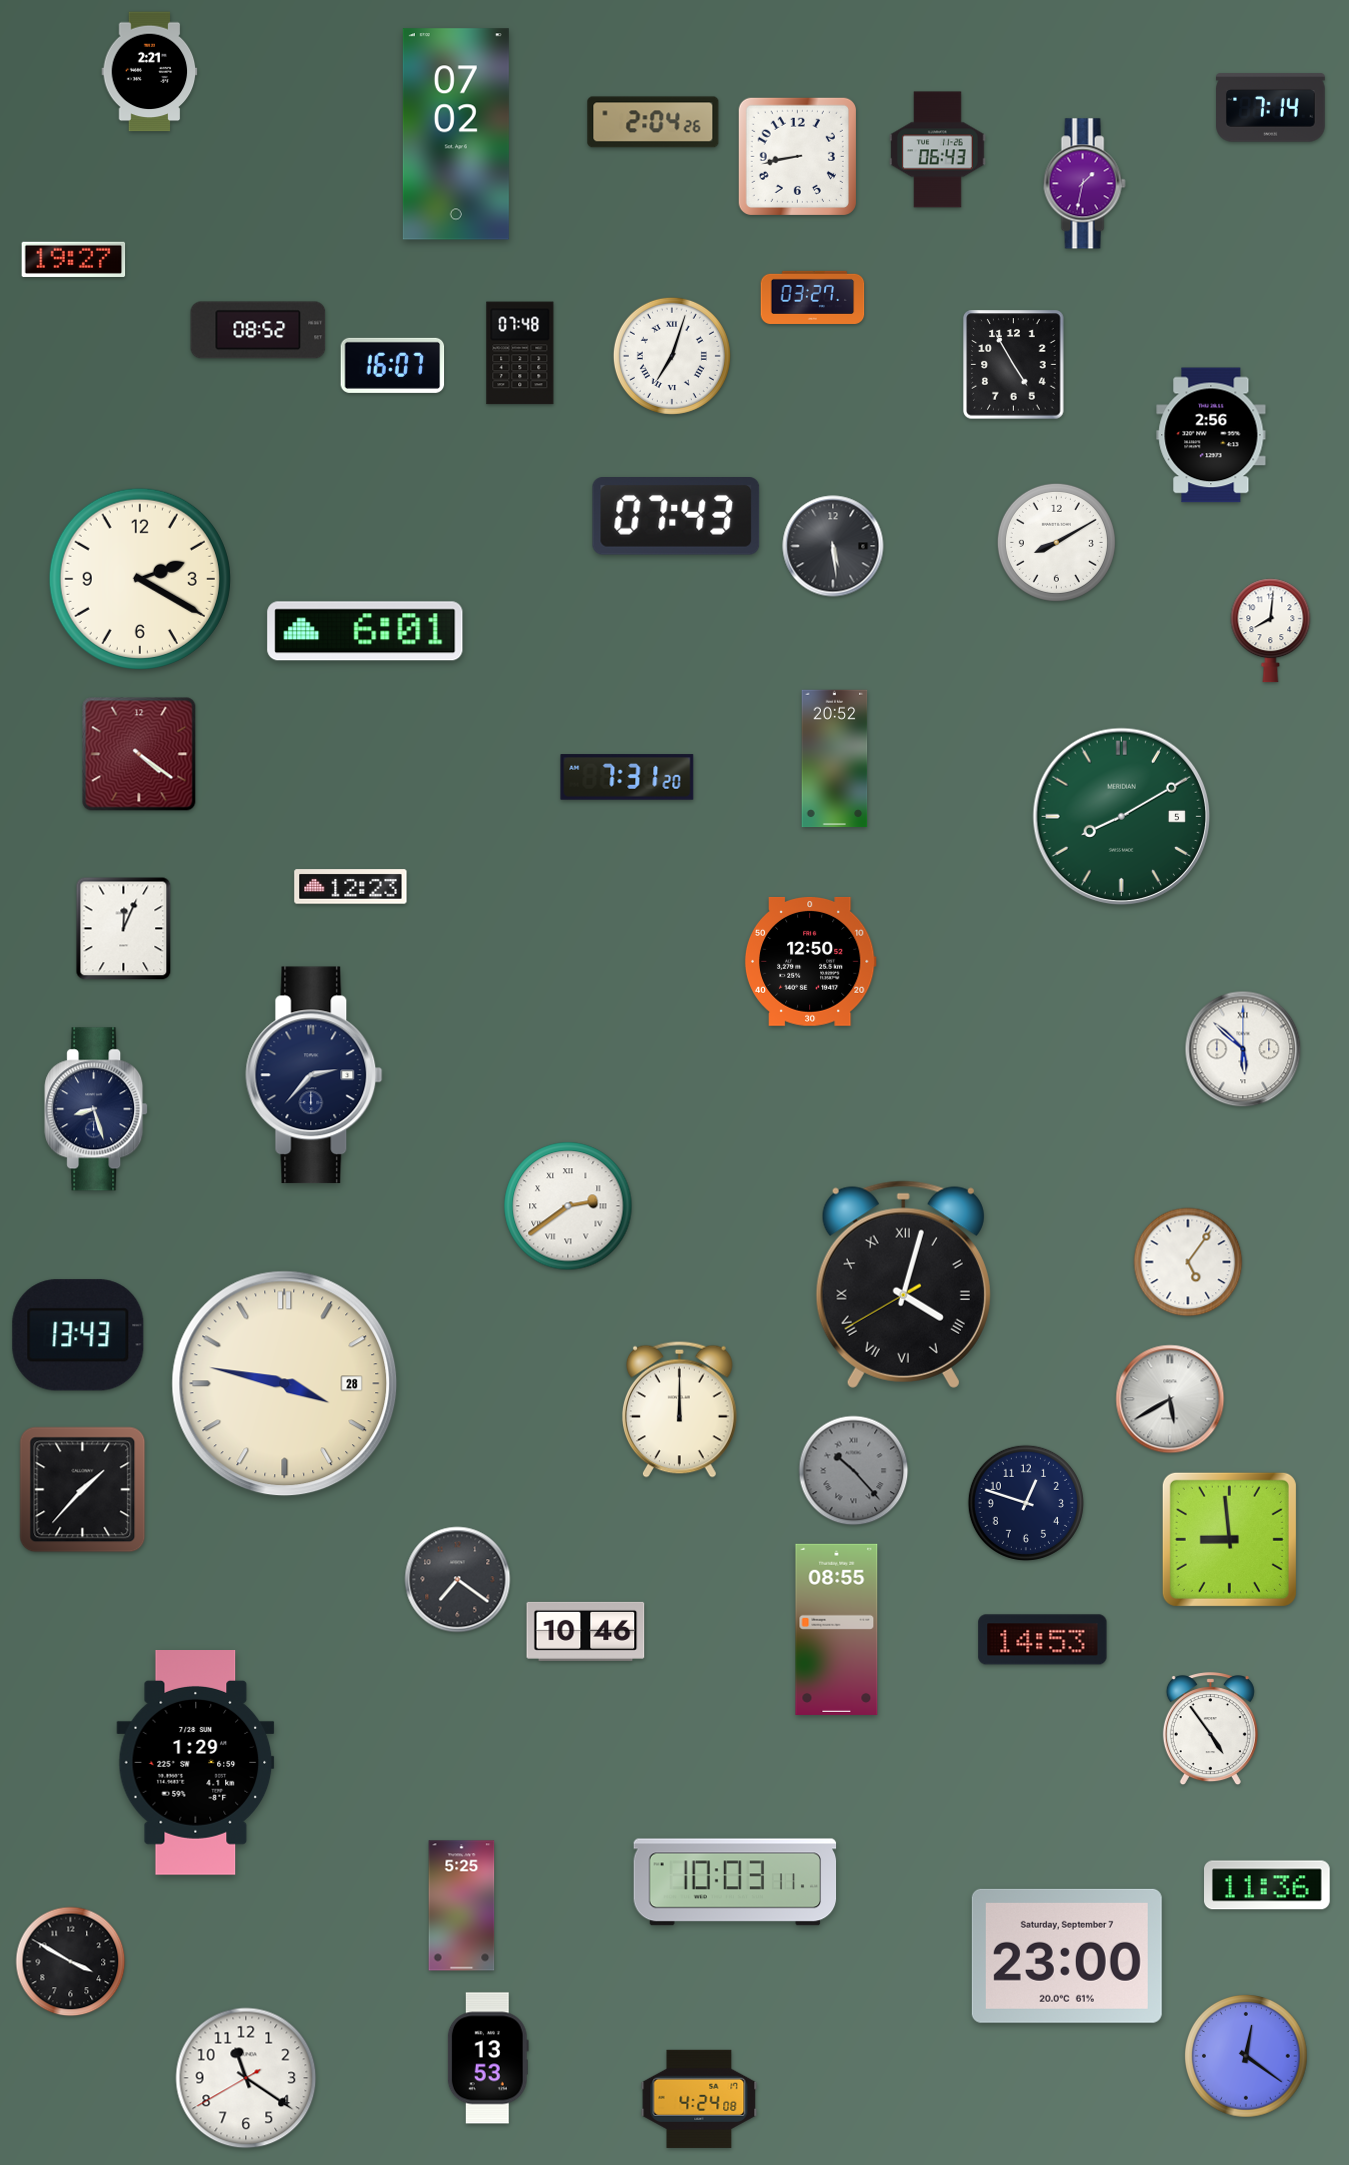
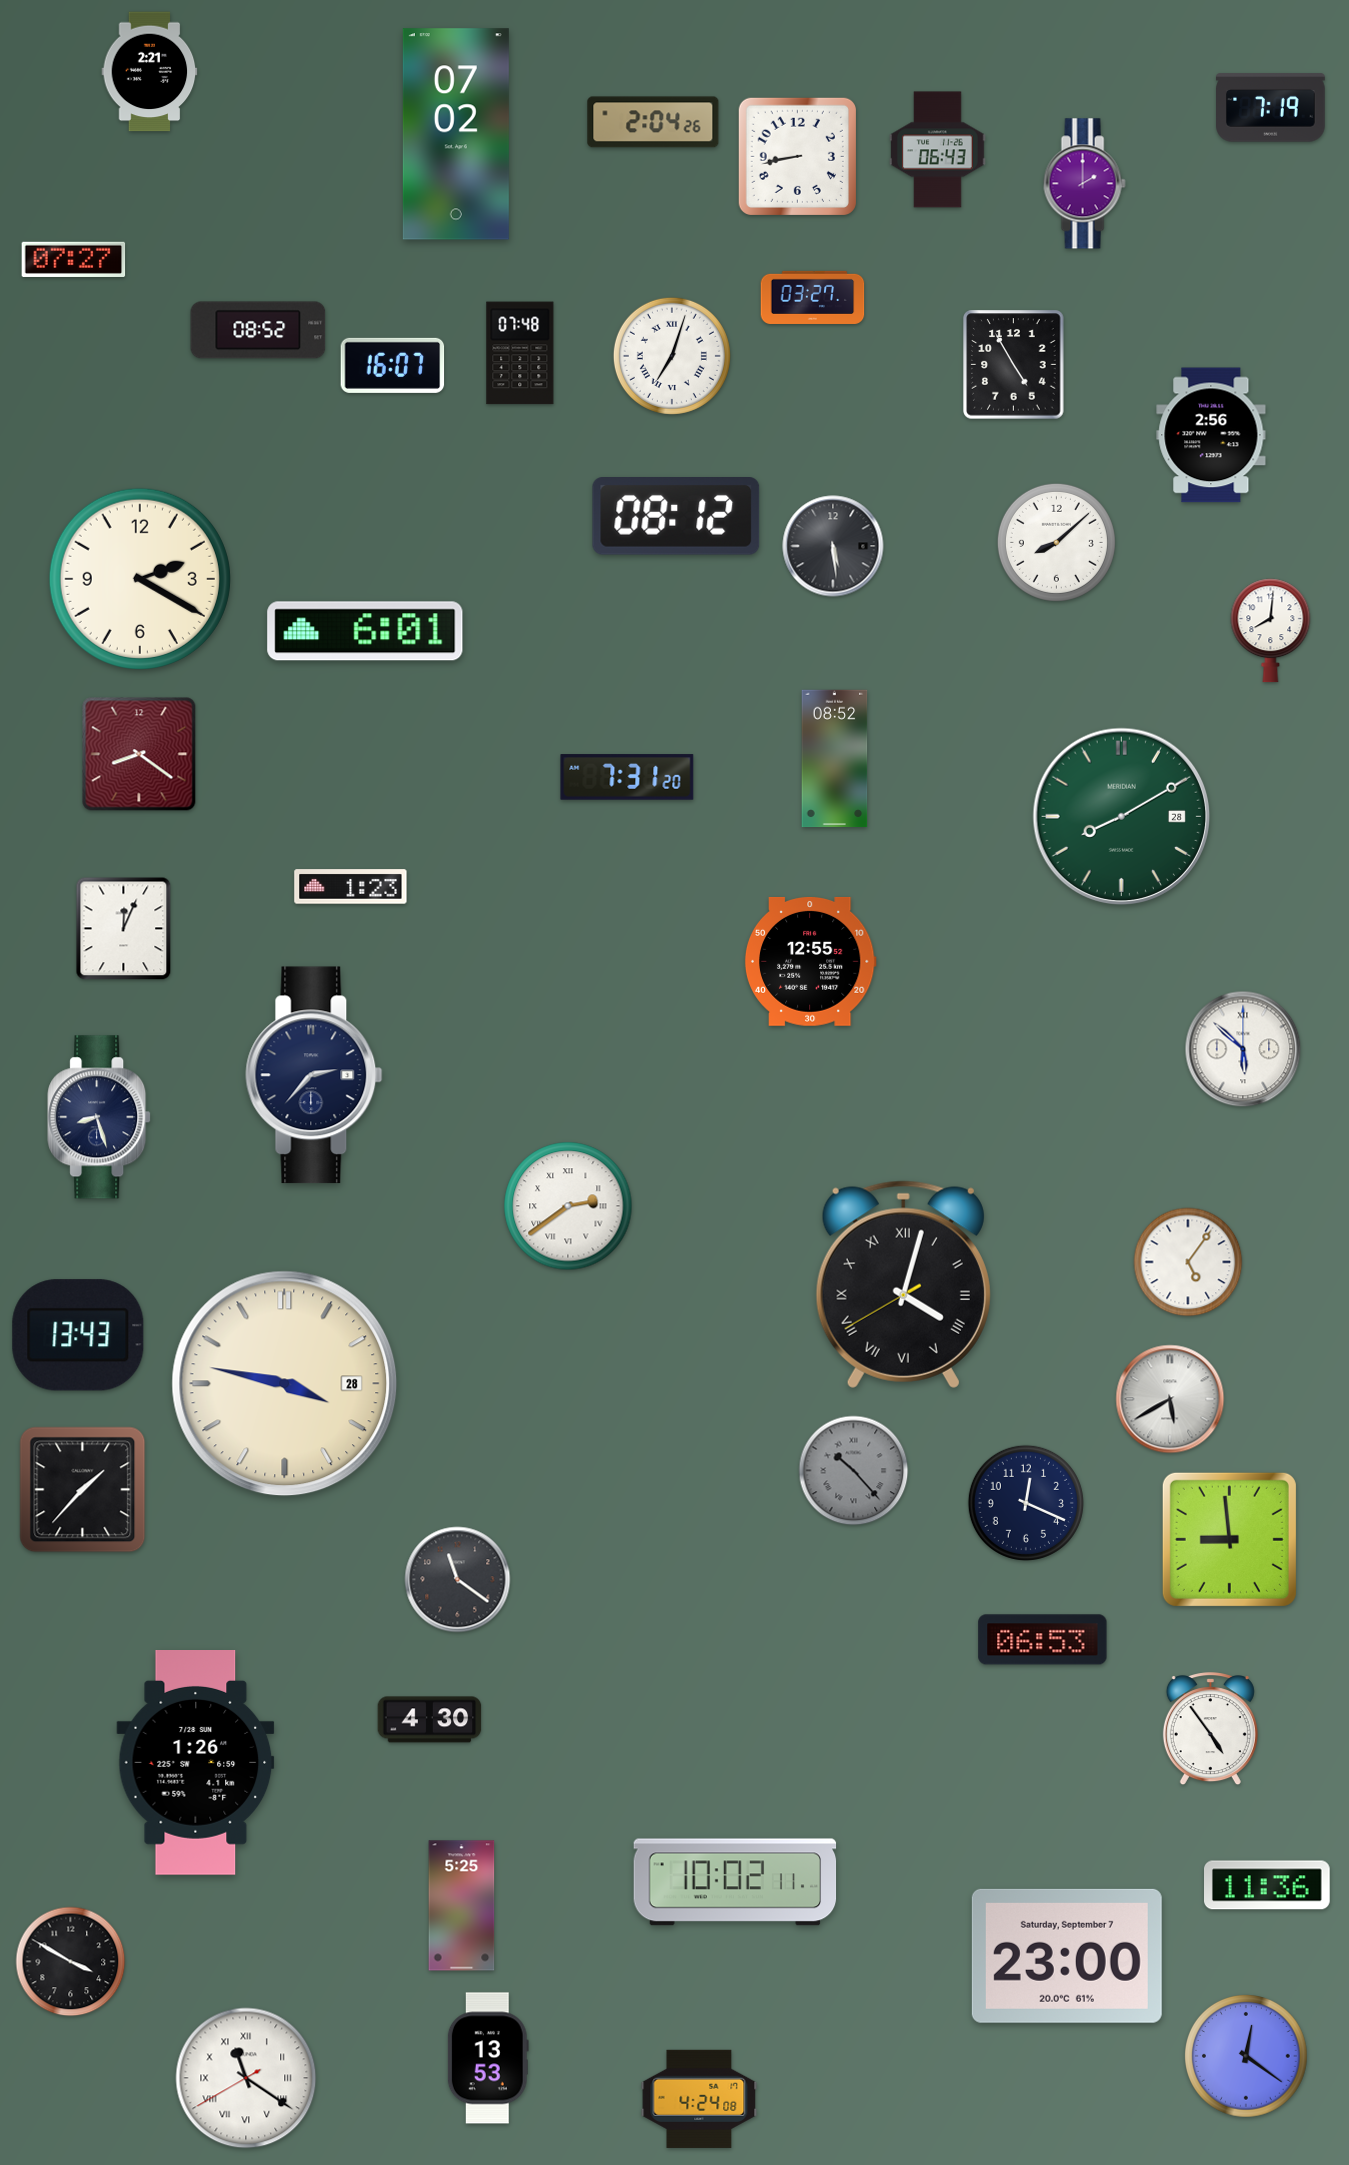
clock at (1271, 108): 7:14 -> 7:19
clock at (1084, 184): 1:32 -> 2:00
clock at (74, 259): 19:27 -> 07:27
clock at (676, 517): 07:43 -> 08:12
clock at (1056, 542): 8:10 -> 8:08
clock at (139, 754): 4:21 -> 8:21
clock at (835, 759): 20:52 -> 08:52
clock at (1122, 817) date: 5 -> 28
clock at (351, 887): 12:23 -> 1:23
clock at (810, 961): 12:50 -> 12:55
clock at (96, 1109) position: (96, 1109) -> (99, 1117)
clock at (679, 1409): 12:00 -> none
clock at (1026, 1503): 12:48 -> 12:19
clock at (458, 1580): 7:21 -> 11:21
clock at (837, 1629): 08:55 -> none
clock at (586, 1631): 10:46 -> none
clock at (1043, 1640): 14:53 -> 06:53
clock at (430, 1720): none -> 4:30
clock at (196, 1763): 1:29 -> 1:26
clock at (735, 1882): 10:03 -> 10:02
clock at (246, 2078) numerals: Arabic -> Roman
